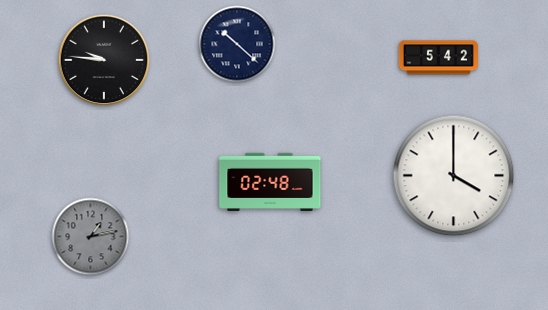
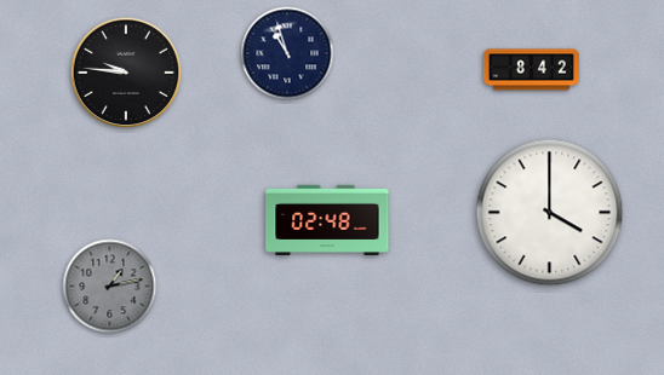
clock at (237, 44): 10:22 -> 10:57
clock at (438, 58): 5:42 -> 8:42
